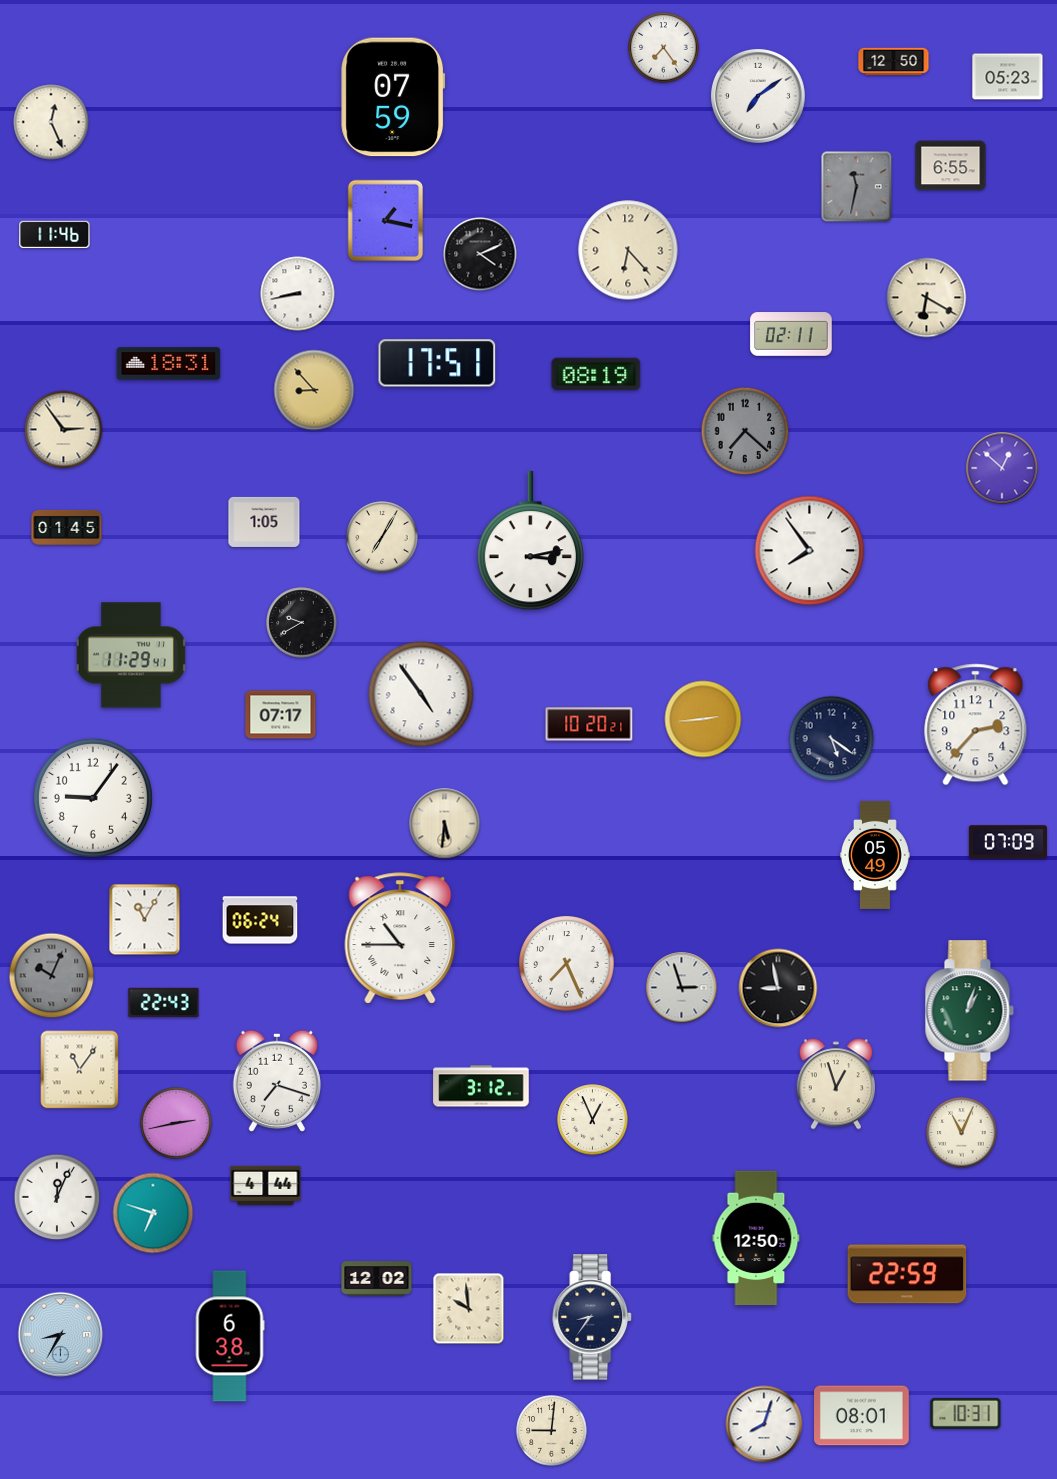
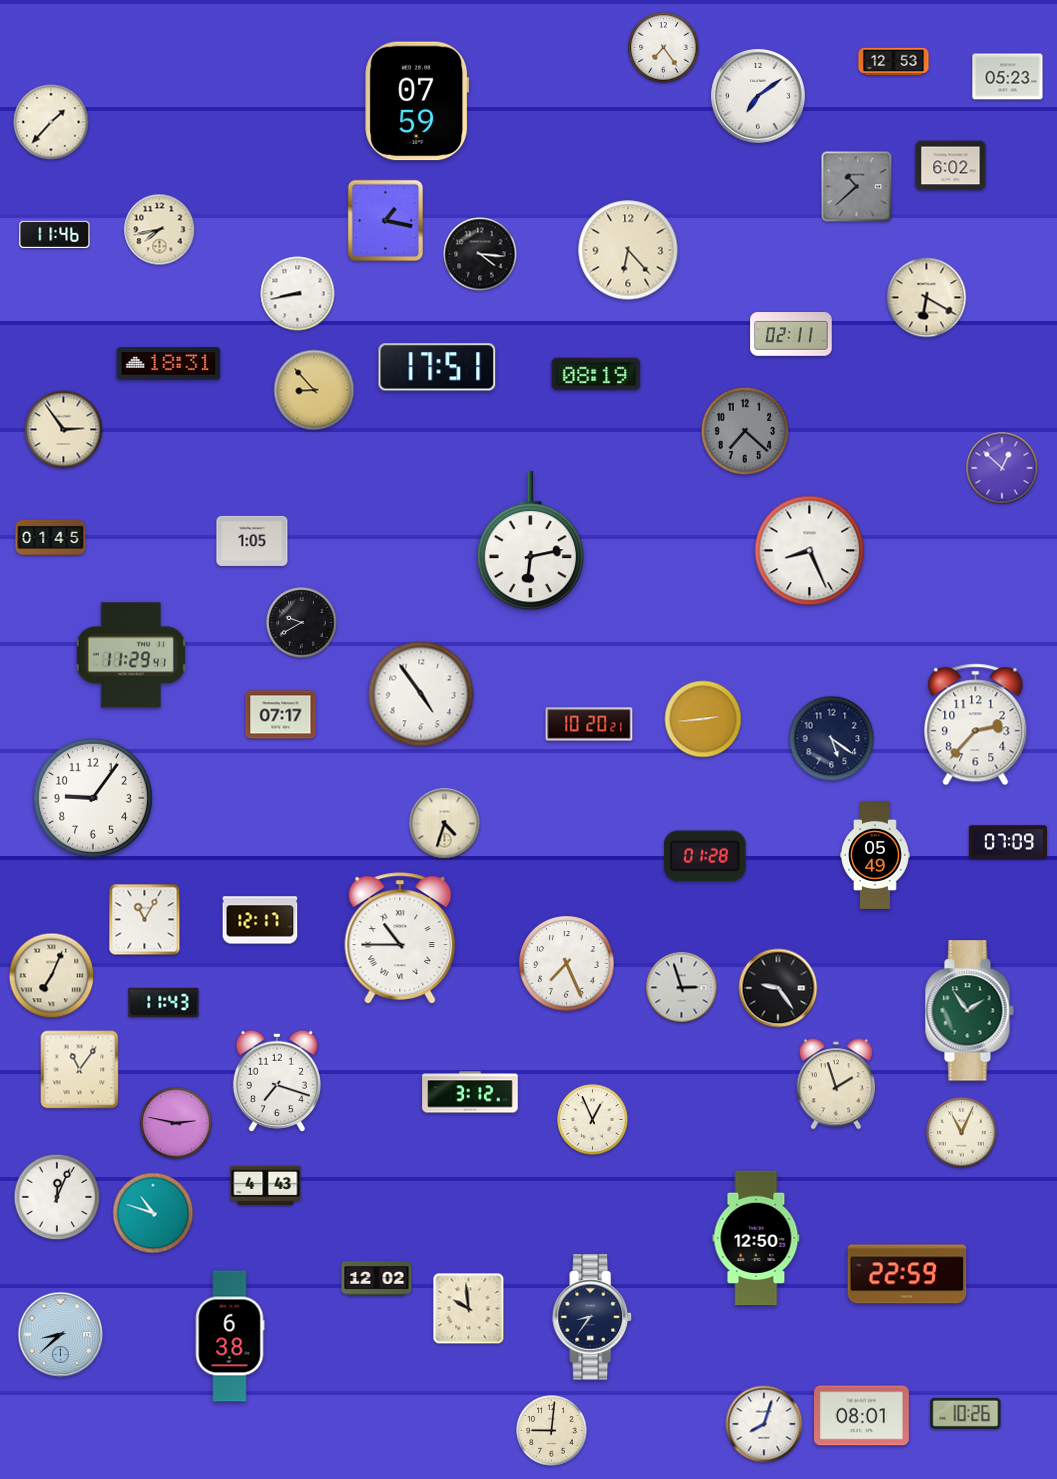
clock at (894, 62): 12:50 -> 12:53
clock at (393, 97) position: (393, 97) -> (417, 101)
clock at (51, 122): 12:26 -> 1:37
clock at (951, 166): 6:55 -> 6:02
clock at (857, 187): 11:32 -> 10:38
clock at (160, 230): none -> 7:43
clock at (480, 254): 4:11 -> 4:16
clock at (437, 363) position: (437, 363) -> (437, 367)
clock at (264, 522) position: (264, 522) -> (252, 541)
clock at (67, 527) position: (67, 527) -> (51, 537)
clock at (382, 537): 7:05 -> none
clock at (530, 541): 3:13 -> 6:13
clock at (810, 551): 7:54 -> 8:26
clock at (445, 824): 5:31 -> 4:33
clock at (705, 856): none -> 01:28
clock at (260, 920): 06:24 -> 12:17
clock at (52, 976): 10:04 -> 7:04
clock at (52, 976) dial: grey -> cream
clock at (778, 988): 8:58 -> 9:24
clock at (164, 1003): 22:43 -> 11:43
clock at (969, 1011): 1:03 -> 1:54
clock at (835, 1084): 12:57 -> 1:57
clock at (481, 1086) position: (481, 1086) -> (470, 1092)
clock at (176, 1123): 2:43 -> 2:47
clock at (266, 1186): 4:44 -> 4:43
clock at (153, 1213): 6:48 -> 10:48
clock at (61, 1335): 8:35 -> 8:38
clock at (966, 1413): 10:31 -> 10:26
